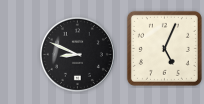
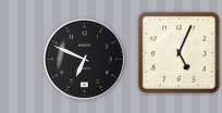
clock at (77, 54): 8:49 -> 6:49
